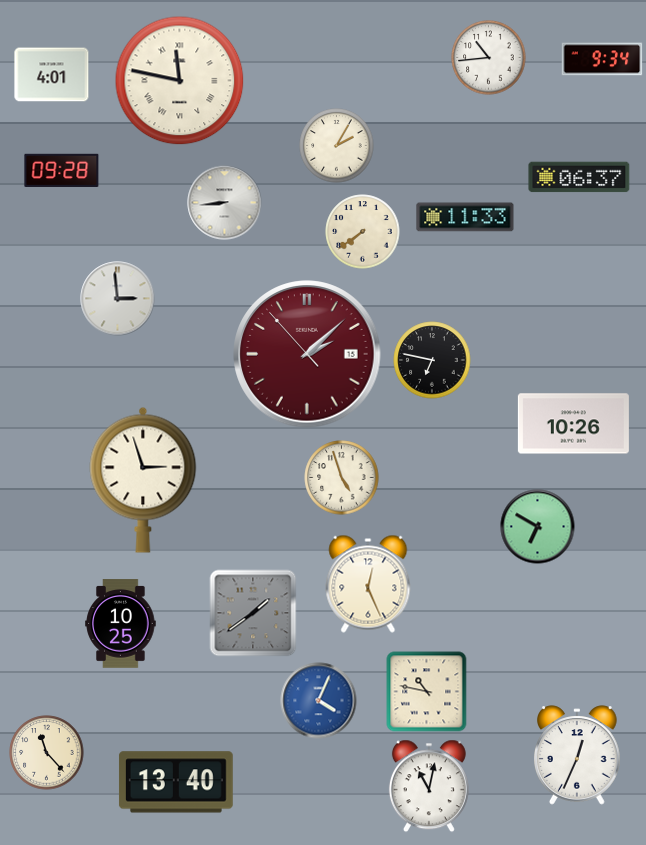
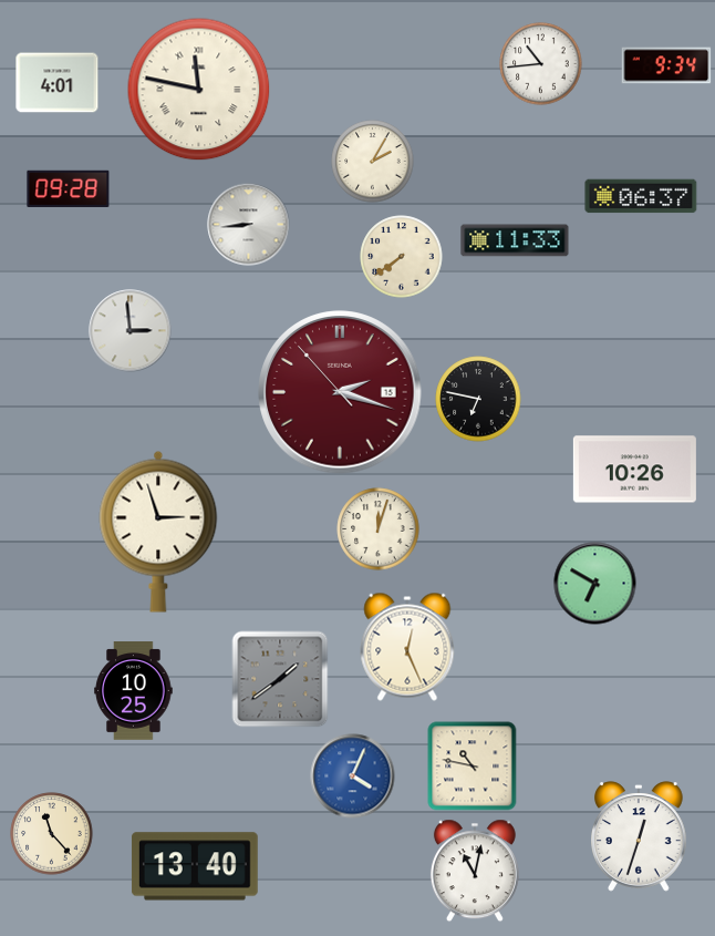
clock at (307, 354): 2:07 -> 2:17
clock at (342, 478): 4:57 -> 12:03
clock at (578, 755): 12:34 -> 12:33
